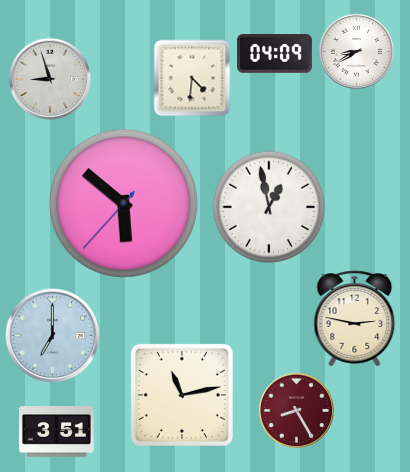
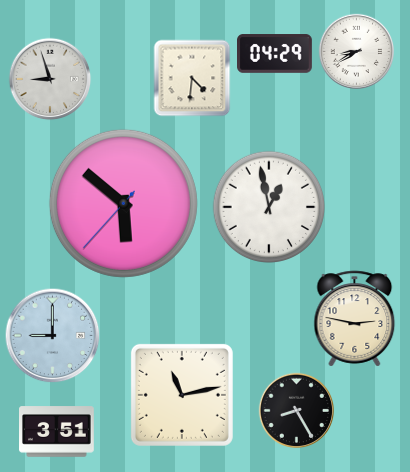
clock at (275, 54): 04:09 -> 04:29
clock at (53, 336): 7:00 -> 9:00
clock at (296, 410) dial: burgundy -> black
